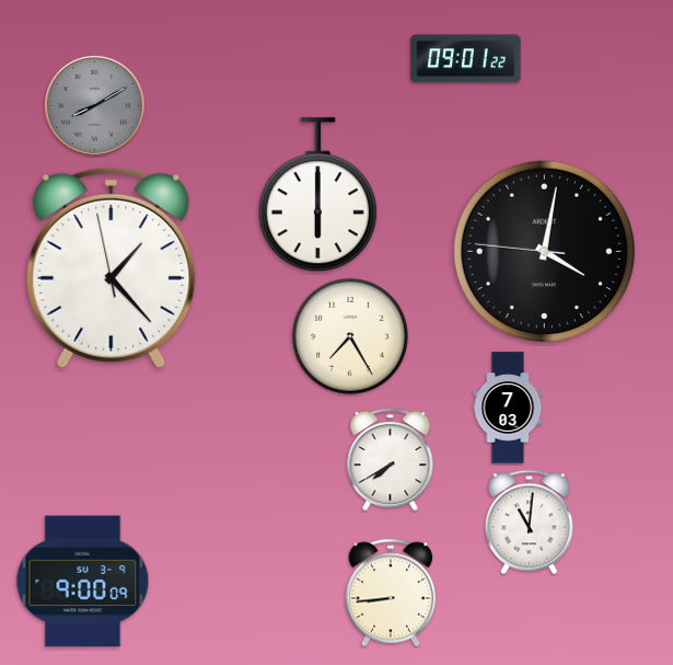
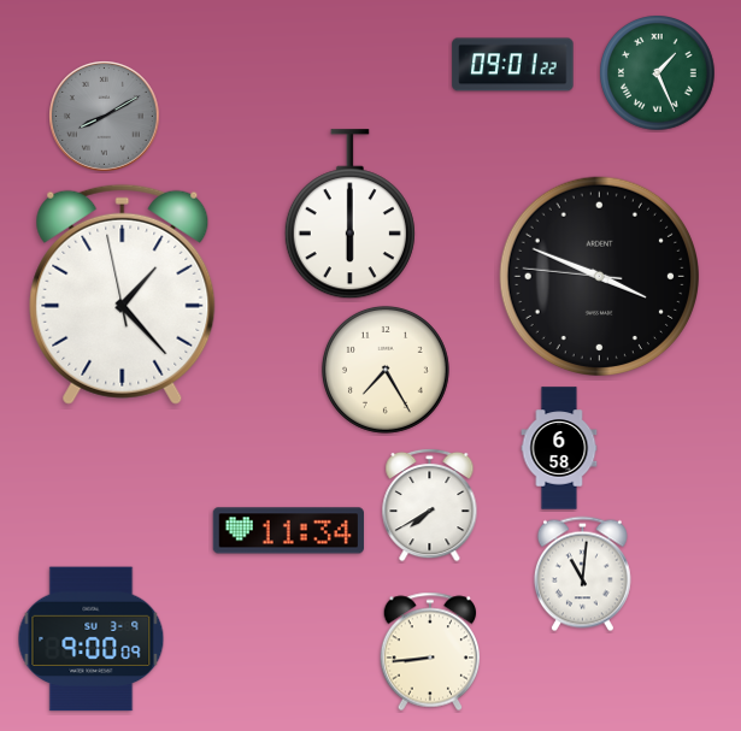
clock at (658, 73): none -> 1:26
clock at (544, 251): 4:01 -> 3:48
clock at (508, 408): 7:03 -> 6:58
clock at (288, 531): none -> 11:34
